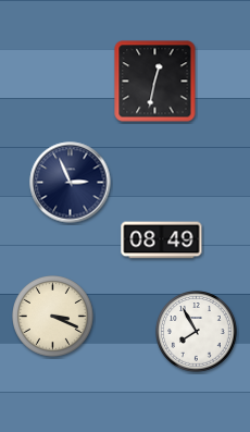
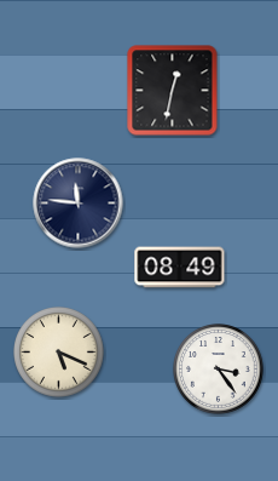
clock at (71, 183): 2:56 -> 11:46
clock at (53, 317): 3:19 -> 5:19
clock at (197, 332): 7:55 -> 3:24
